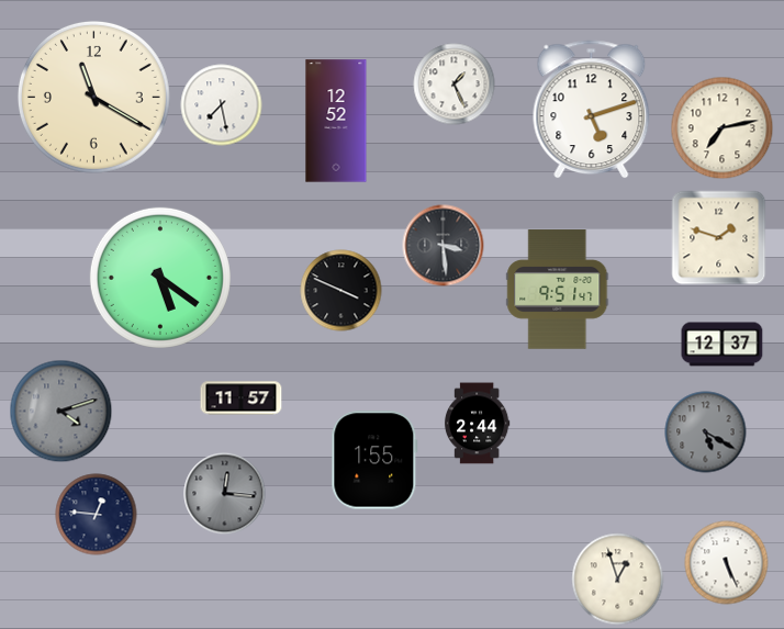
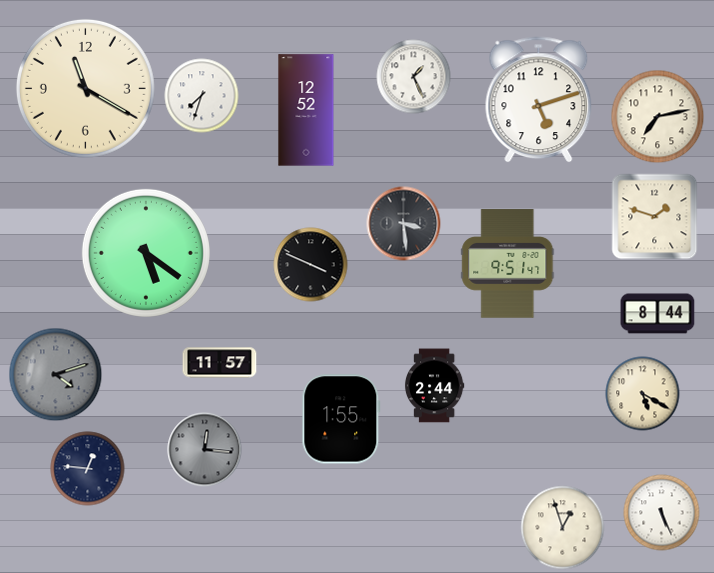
clock at (222, 105): 7:28 -> 7:33
clock at (723, 345): 12:37 -> 8:44
clock at (706, 433) dial: grey -> cream
